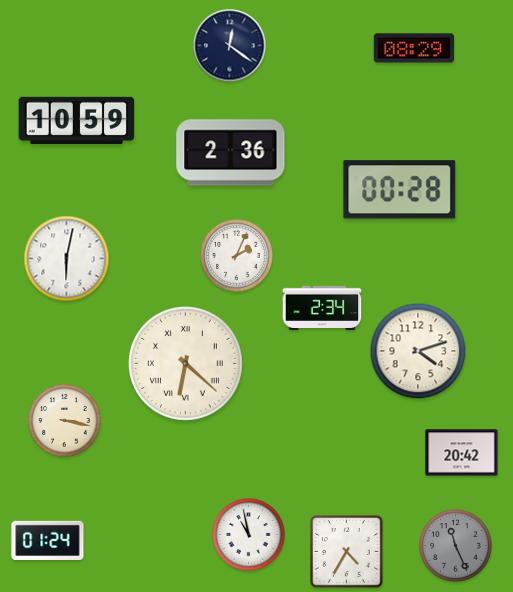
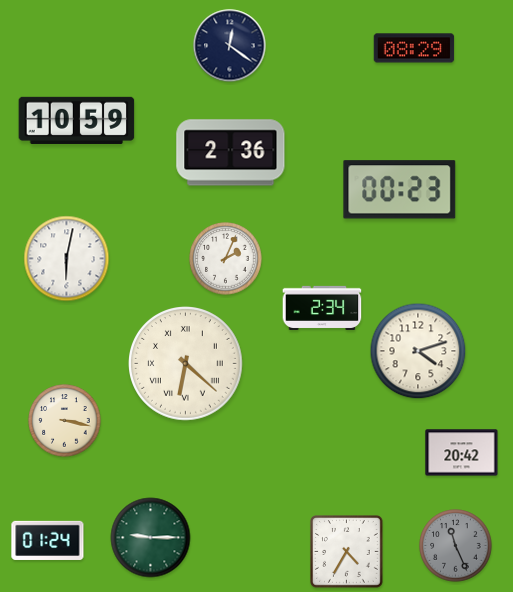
clock at (400, 190): 00:28 -> 00:23
clock at (237, 256) position: (237, 256) -> (226, 259)
clock at (249, 535): 10:58 -> none
clock at (151, 538): none -> 9:15
